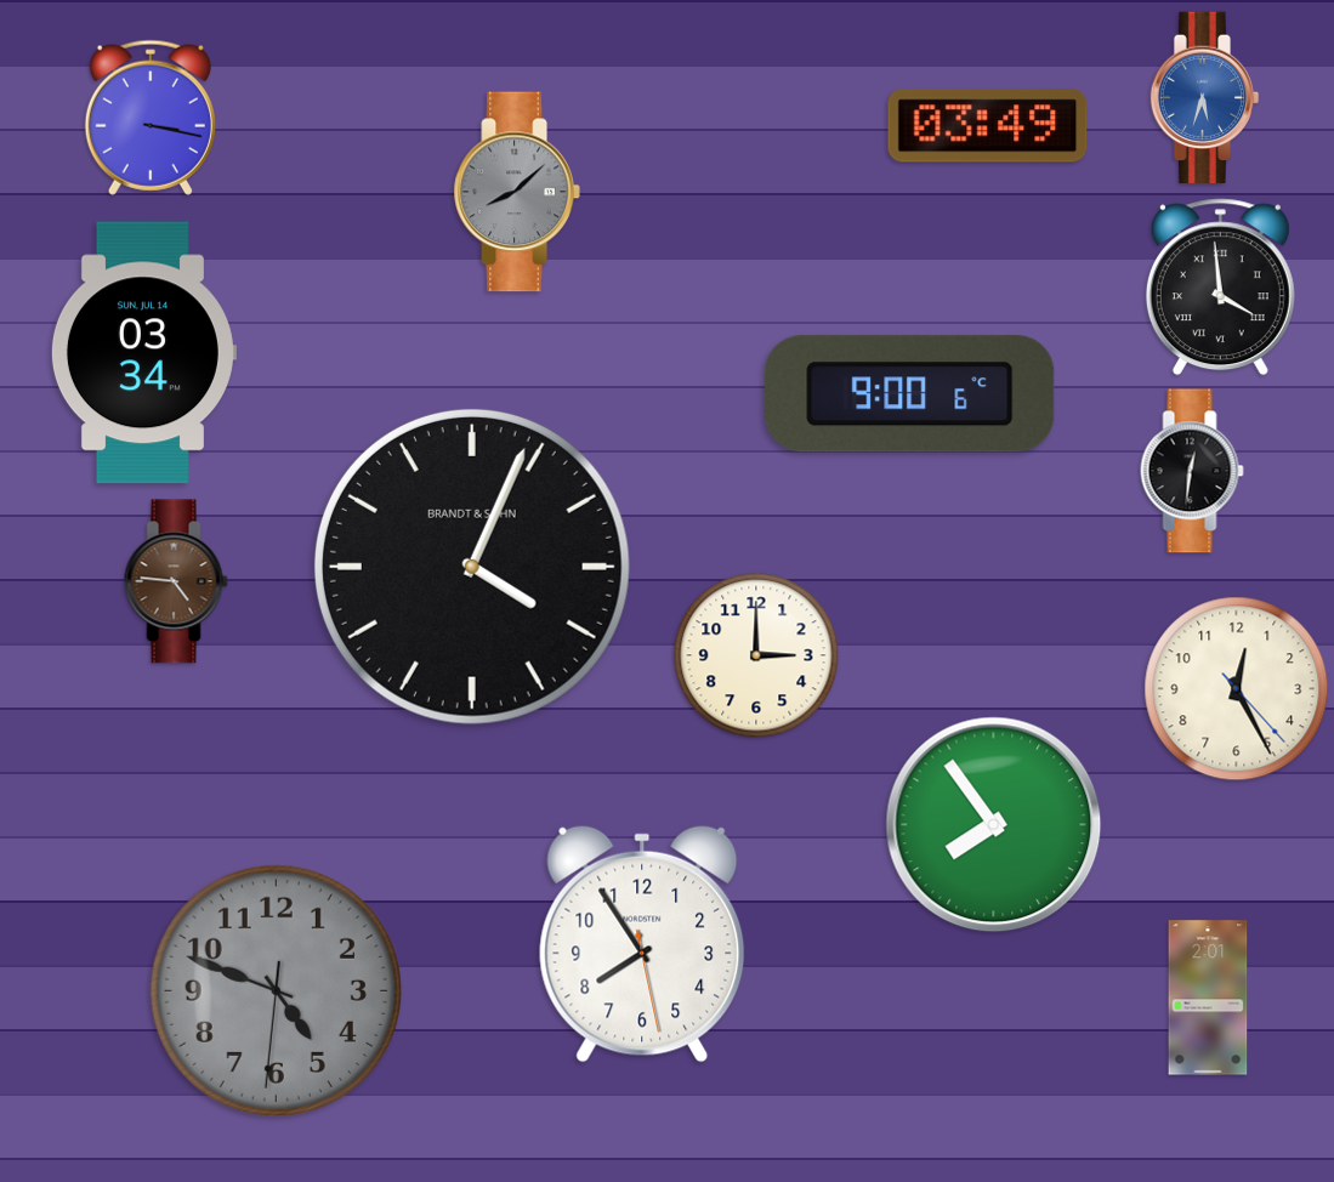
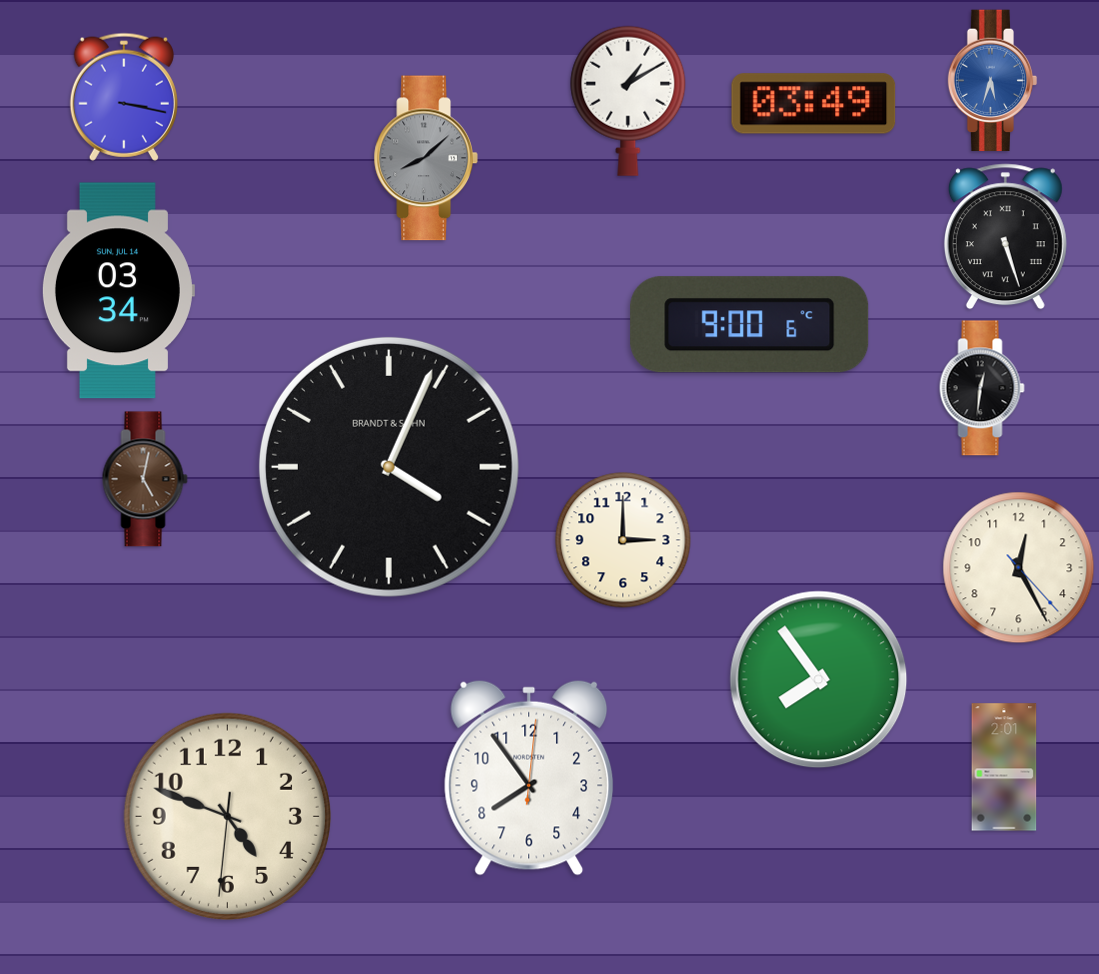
clock at (628, 101): none -> 1:10
clock at (1220, 288): 3:59 -> 5:27
clock at (176, 581): 4:46 -> 5:02
clock at (642, 944): 7:54:28 -> 7:54:01
clock at (276, 990) dial: grey -> cream
clock at (1208, 998) position: (1208, 998) -> (1004, 767)
